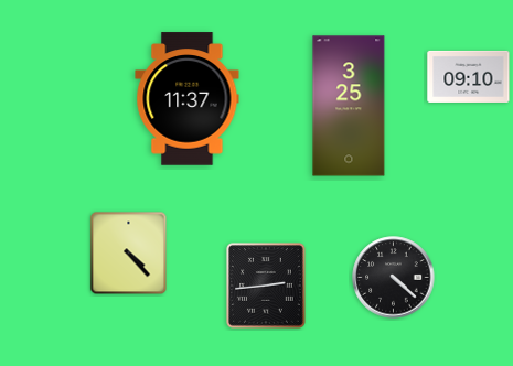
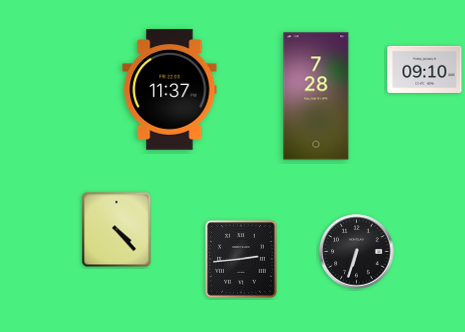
clock at (349, 106): 3:25 -> 7:28
clock at (394, 278): 4:22 -> 6:33
